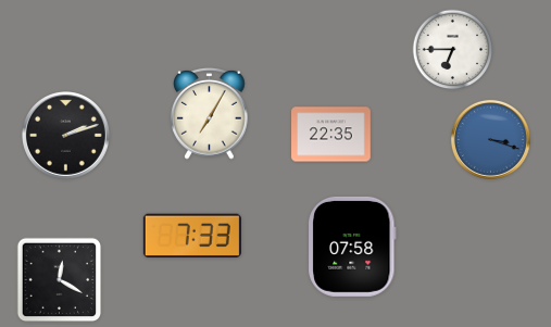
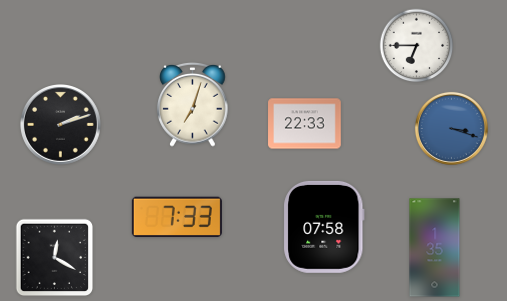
clock at (210, 113): 7:05 -> 7:03
clock at (331, 135): 22:35 -> 22:33
clock at (435, 248): none -> 1:35
